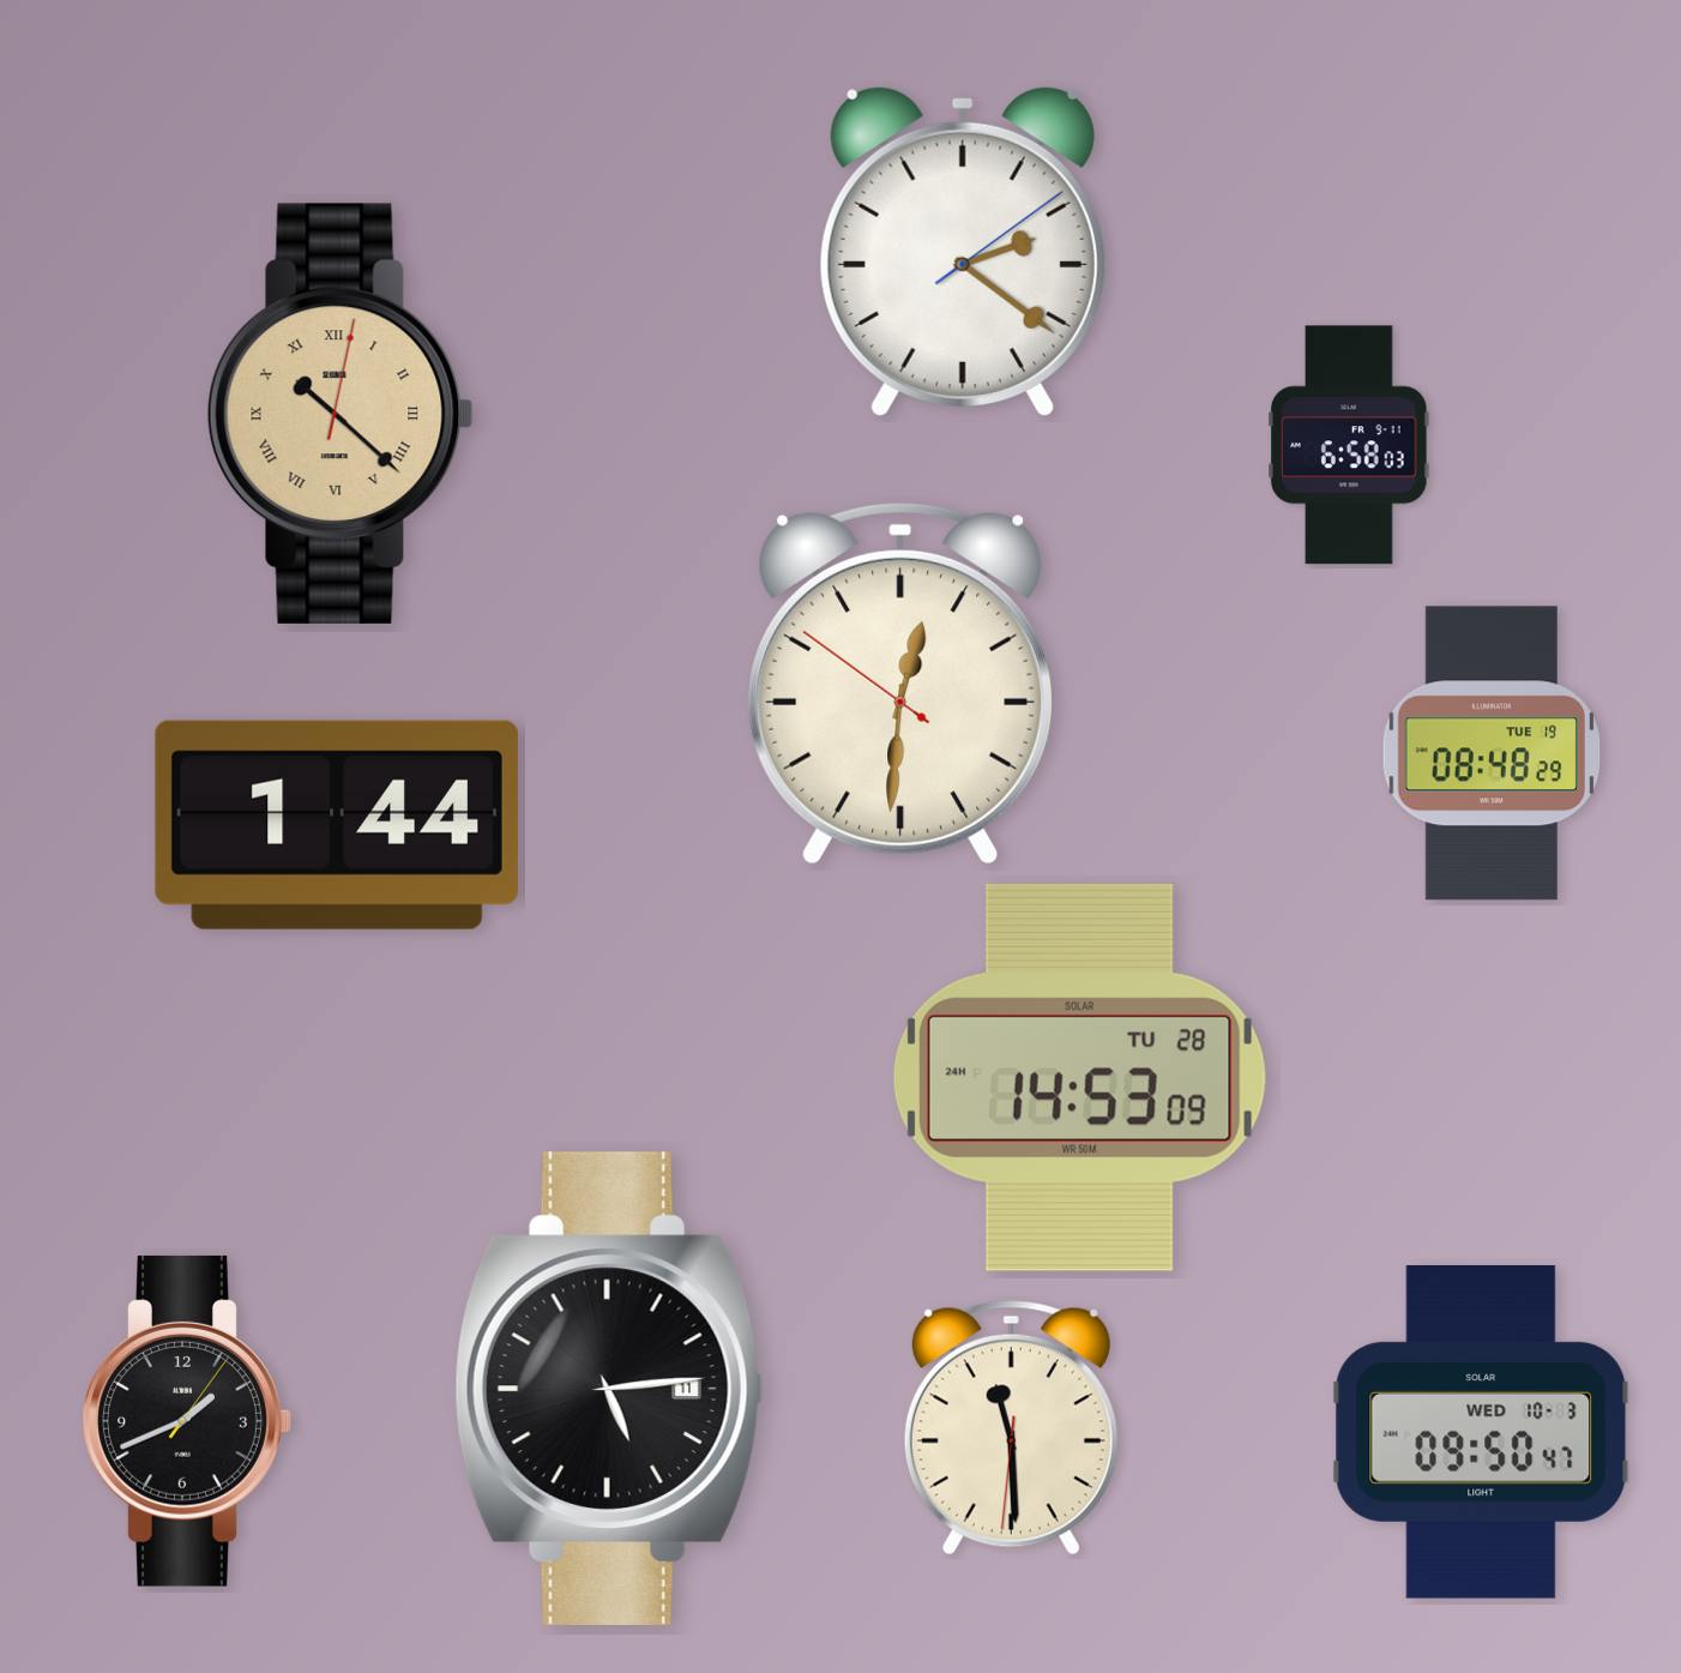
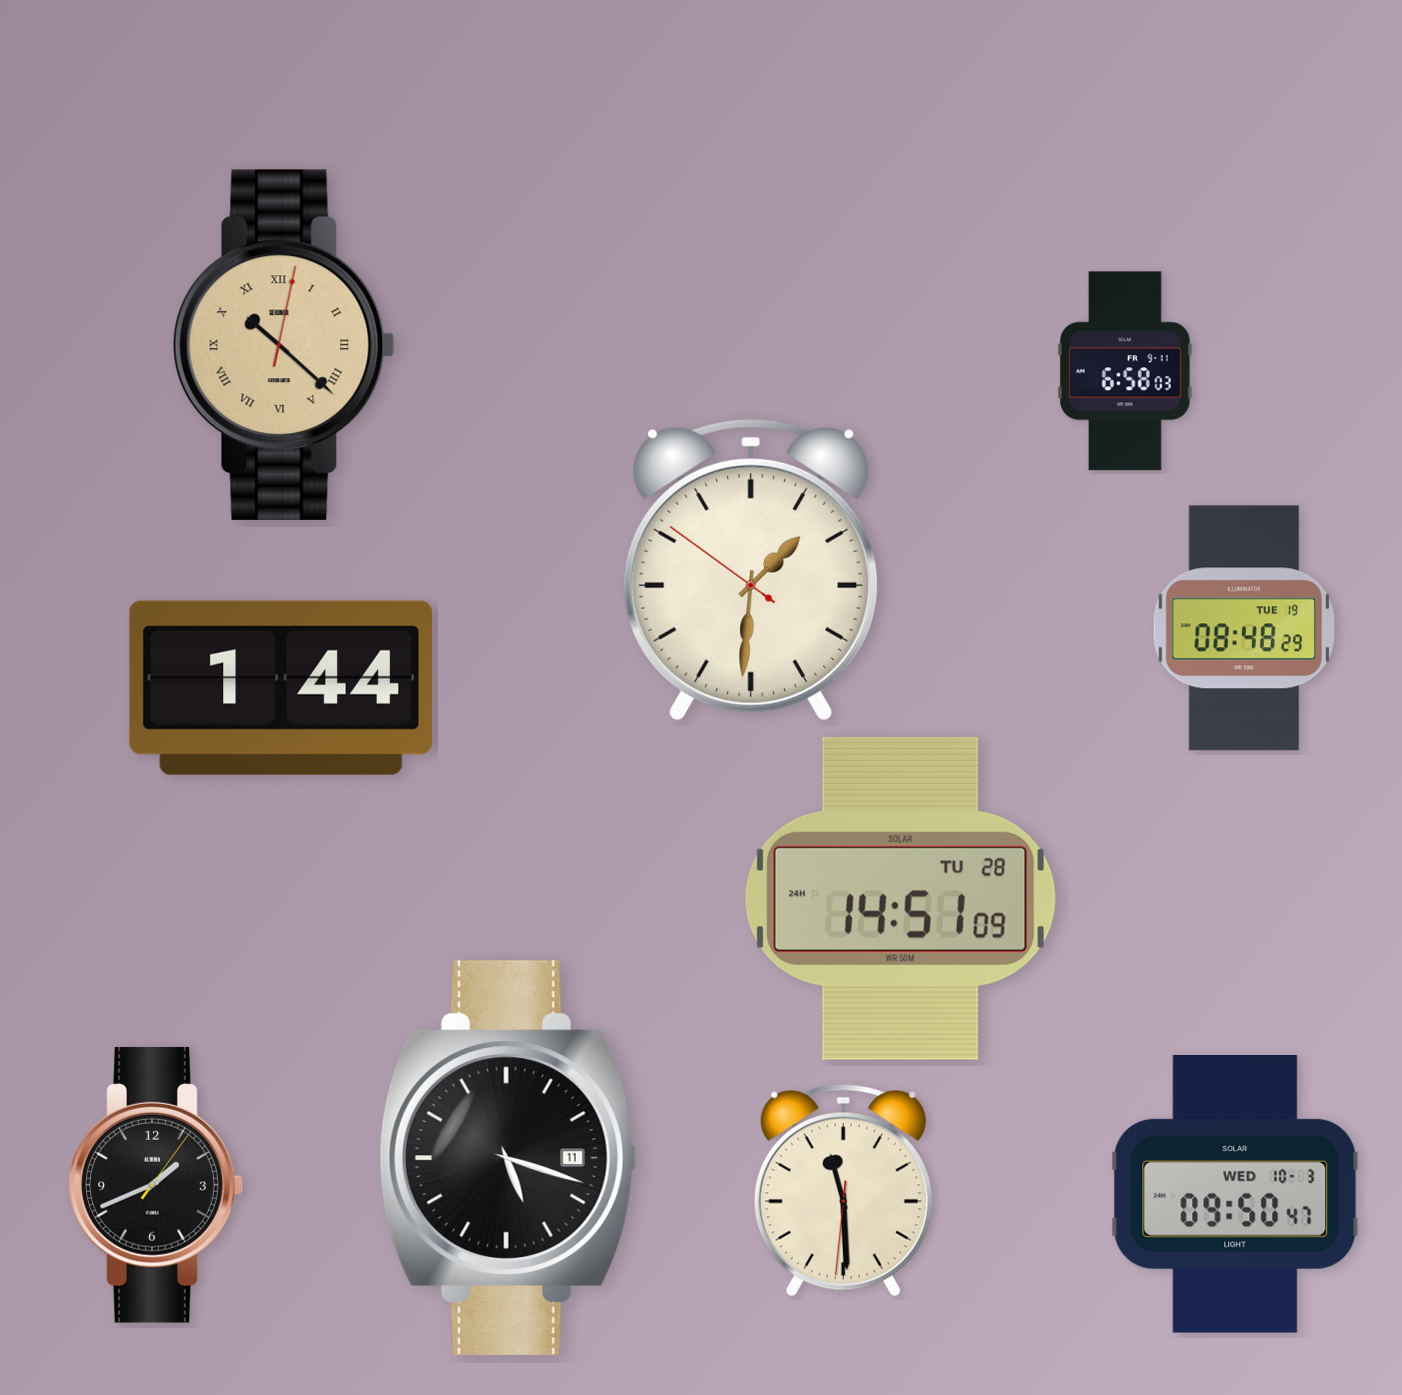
clock at (963, 252): 2:21 -> none
clock at (900, 684): 12:30 -> 1:30
clock at (1079, 1077): 14:53 -> 14:51
clock at (609, 1389): 5:14 -> 5:18
